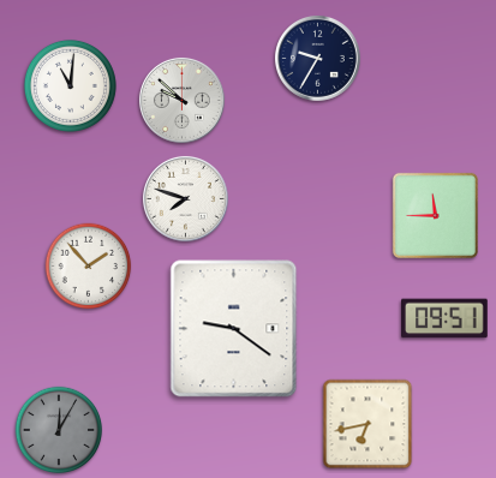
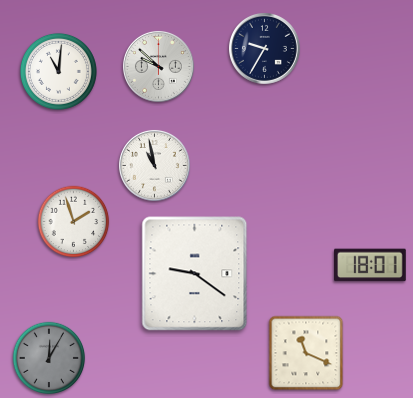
clock at (181, 100) position: (181, 100) -> (158, 66)
clock at (185, 198): 7:48 -> 10:58
clock at (435, 215): 11:45 -> none
clock at (89, 267): 1:53 -> 1:57
clock at (446, 318): 09:51 -> 18:01
clock at (367, 424): 6:43 -> 11:19
